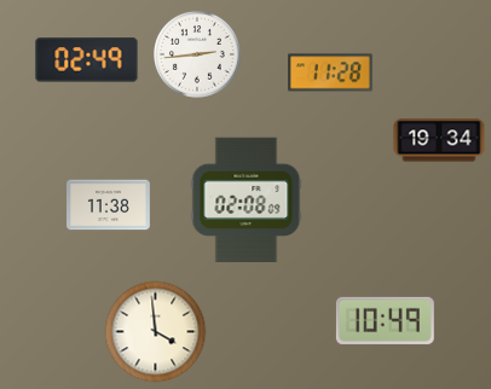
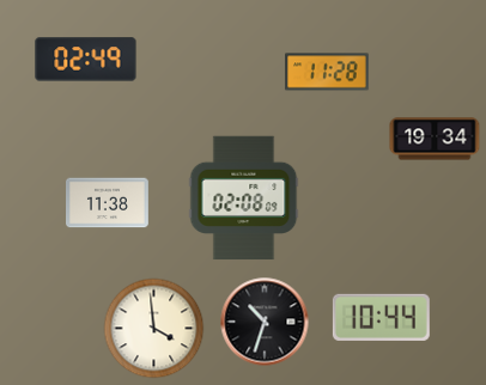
clock at (198, 56): 2:44 -> none
clock at (385, 320): 10:49 -> 10:44
clock at (265, 322): none -> 10:33
